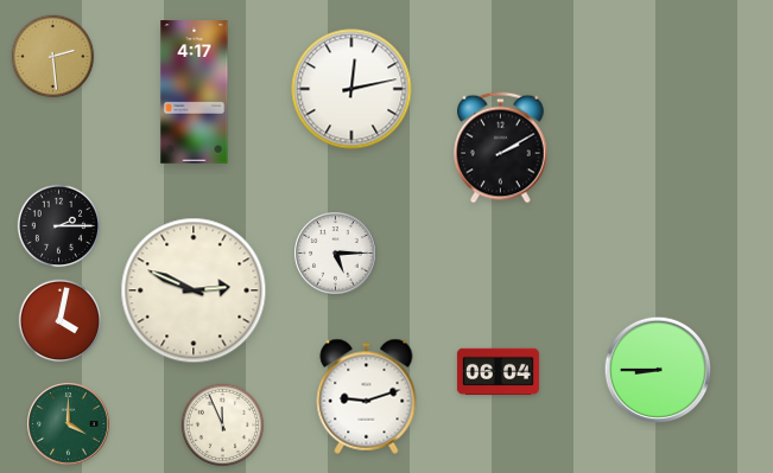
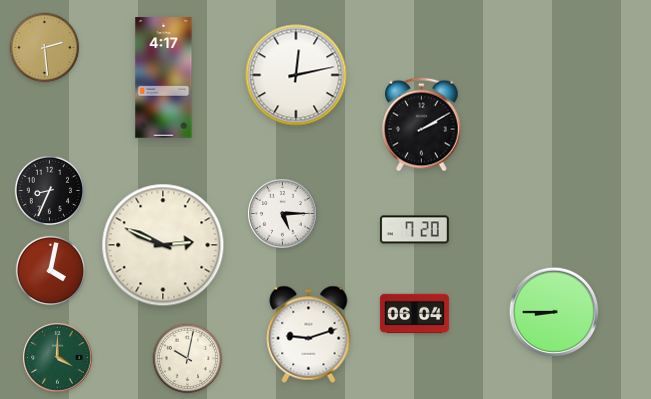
clock at (59, 226): 2:15 -> 8:34
clock at (414, 230): none -> 7:20
clock at (498, 372) position: (498, 372) -> (414, 314)
clock at (223, 426): 11:56 -> 10:02
